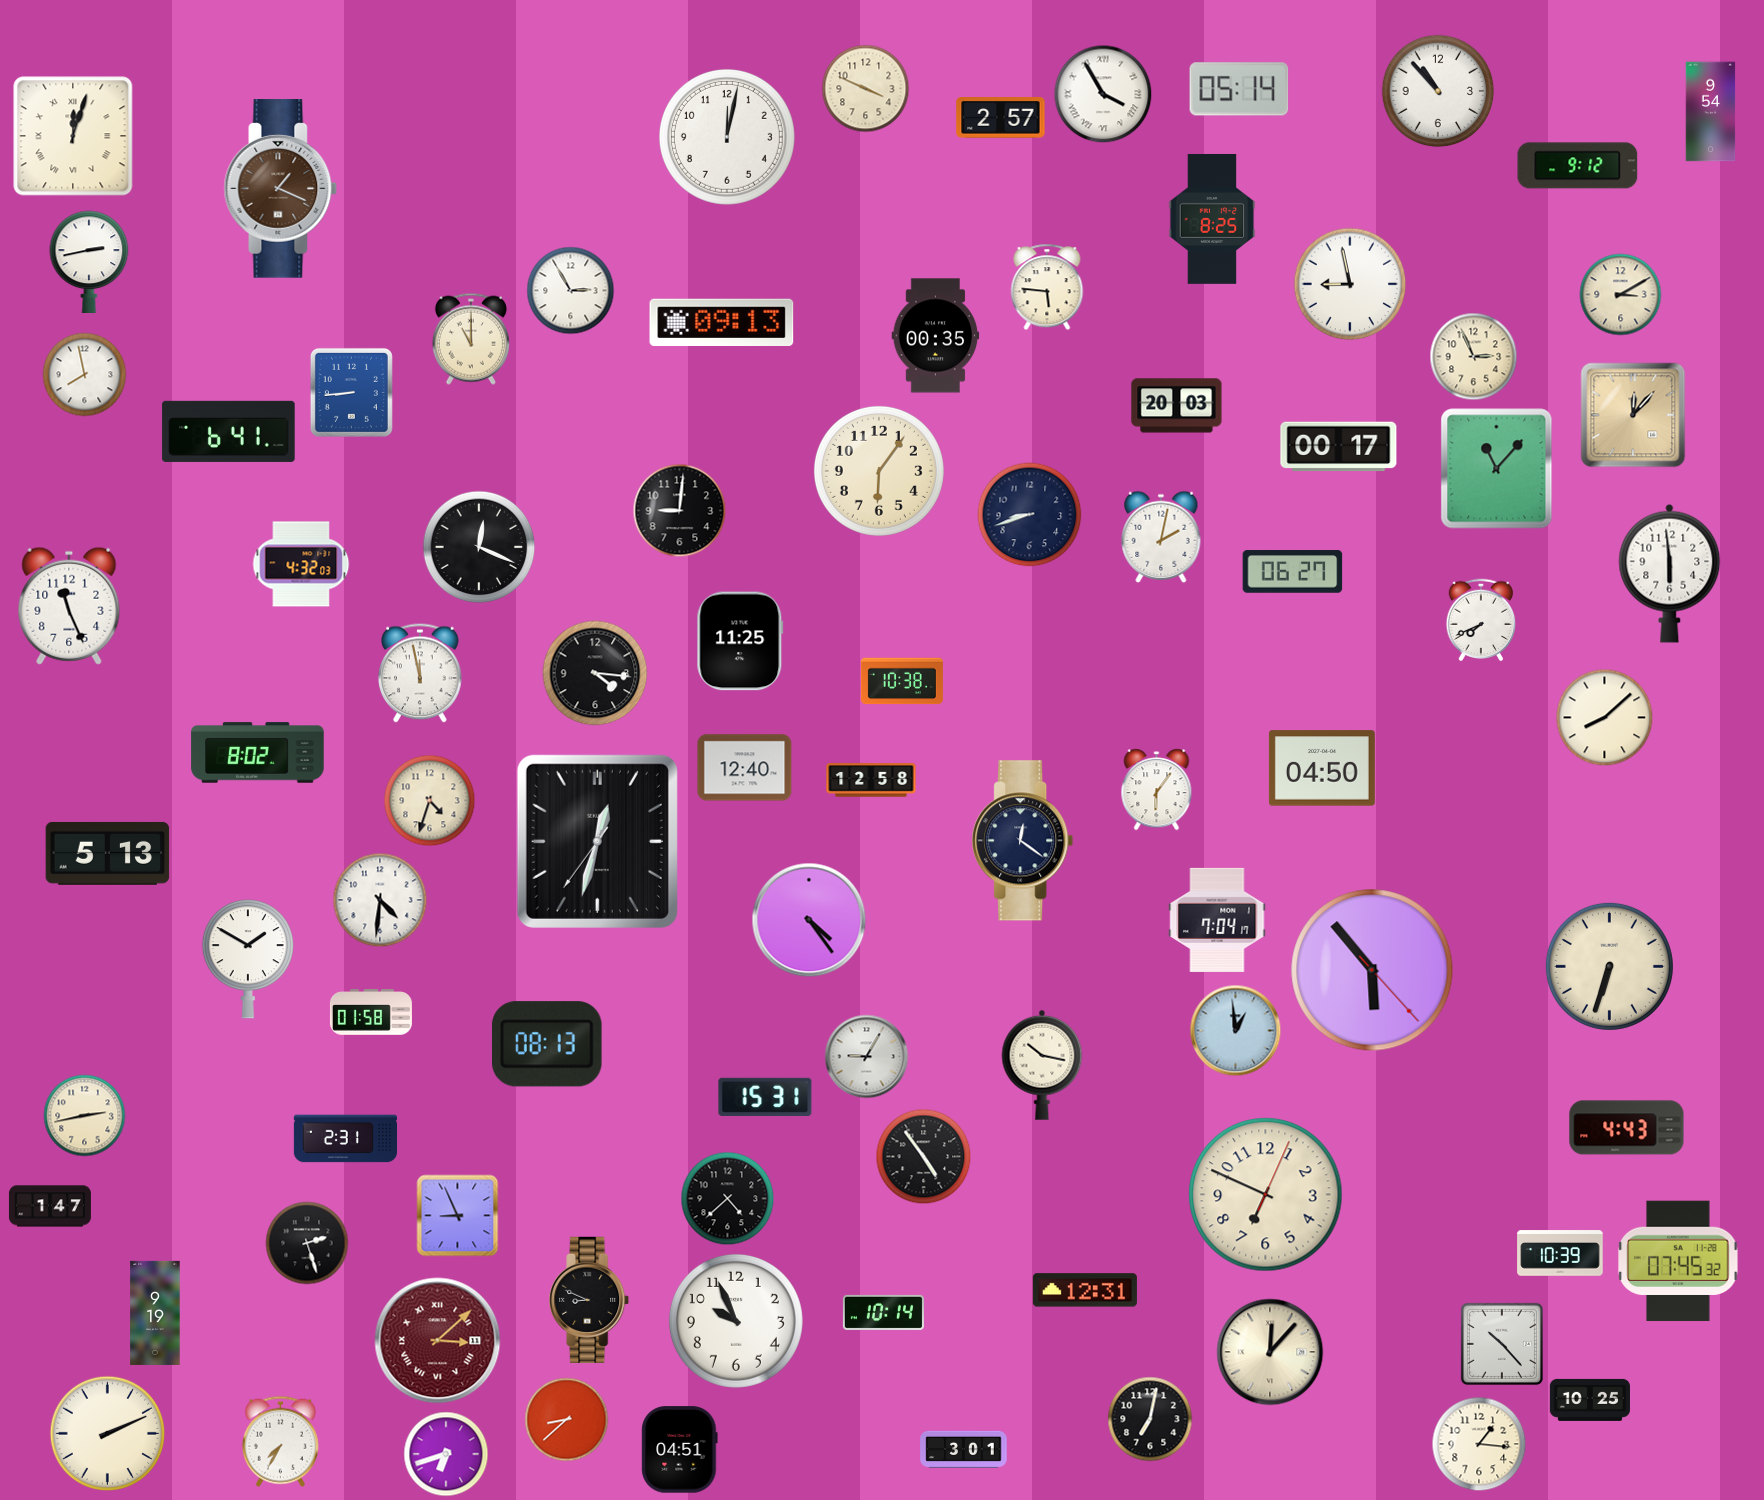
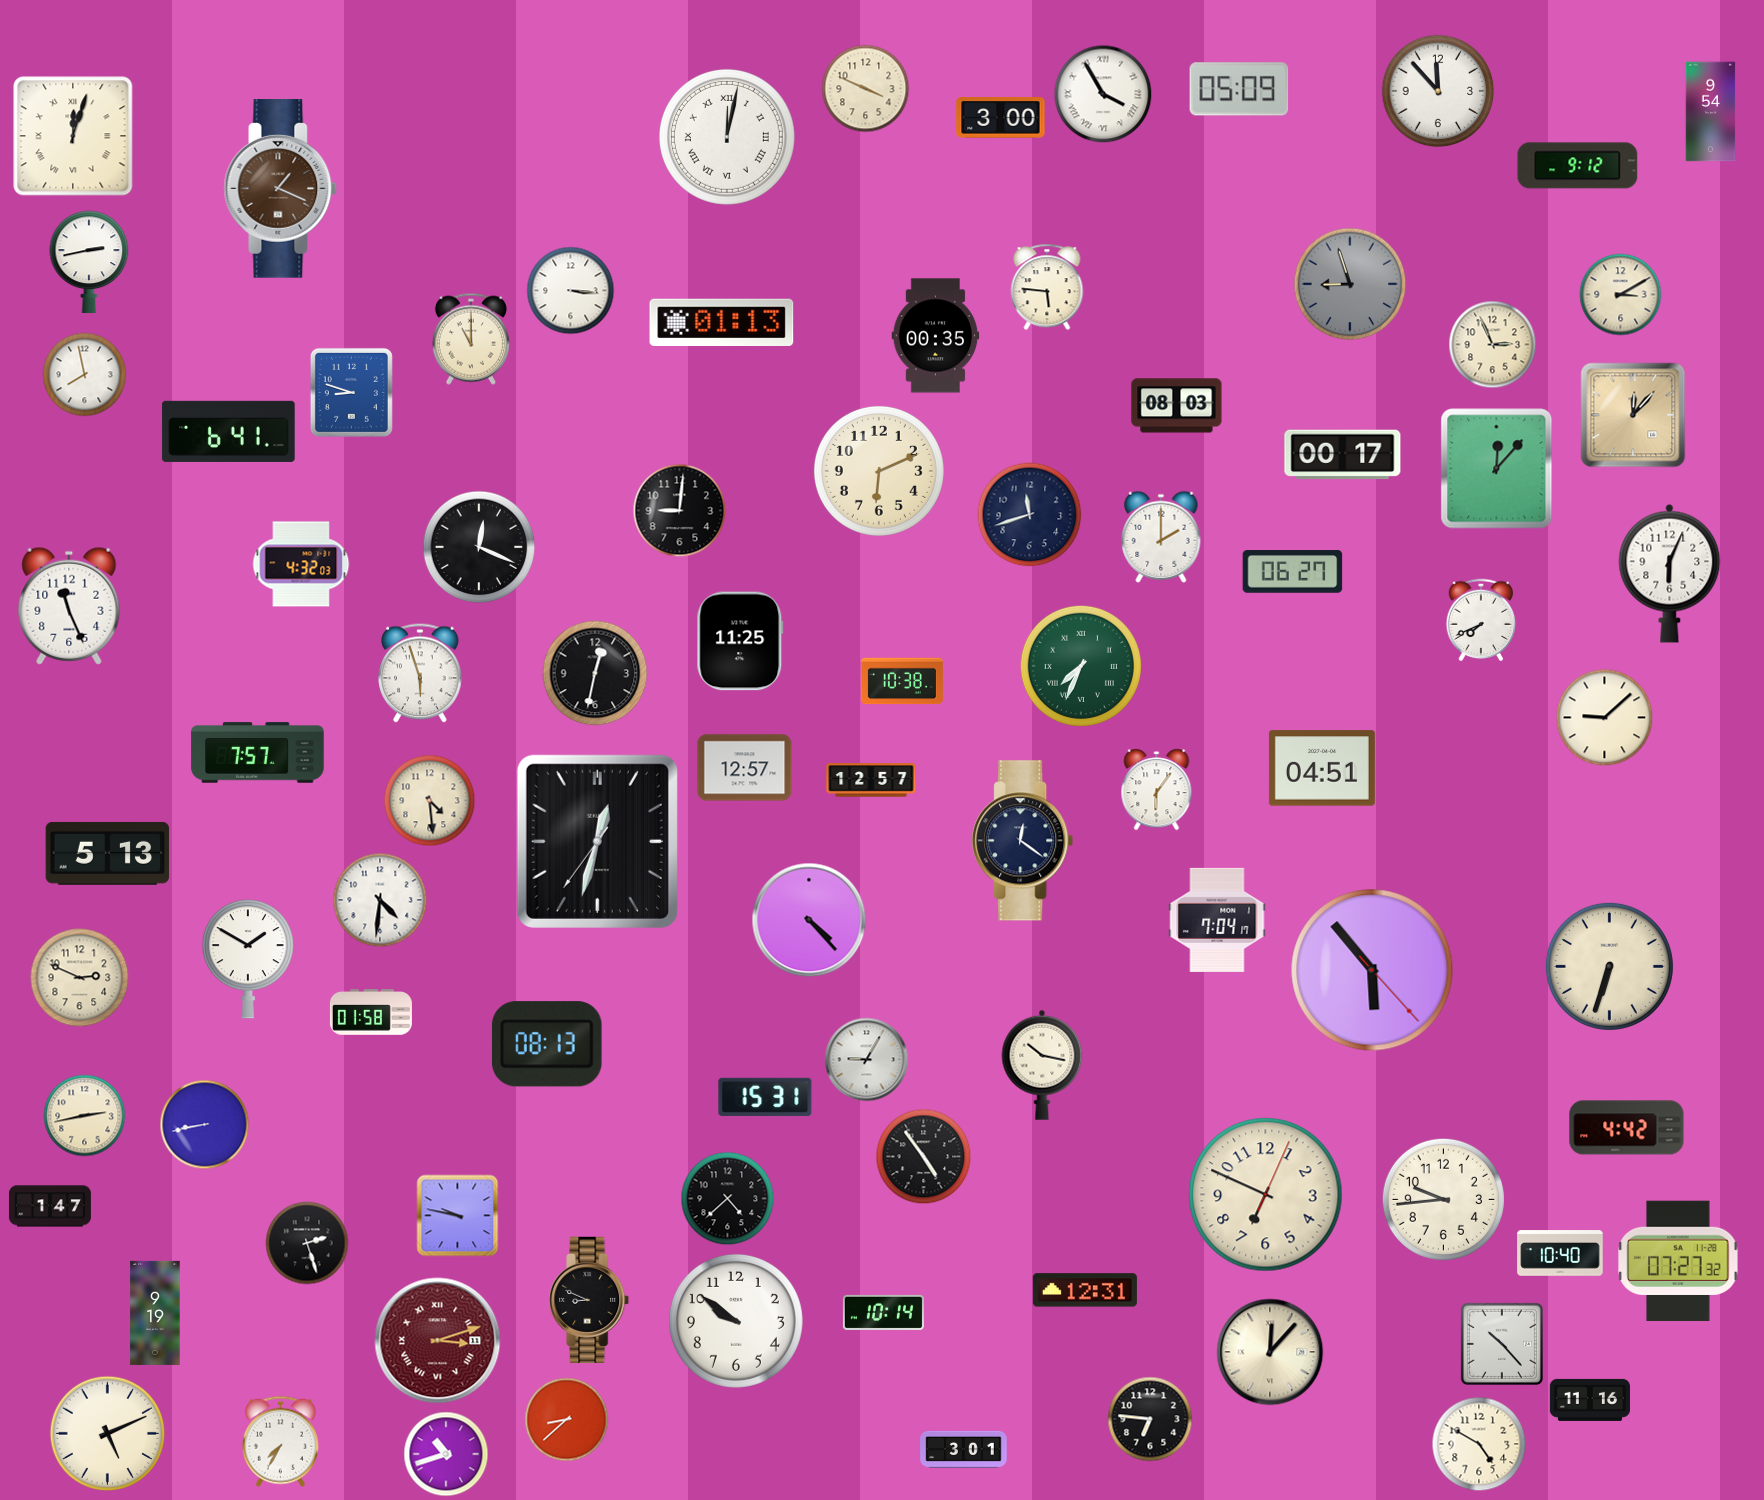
clock at (1239, 89): 05:14 -> 05:09
clock at (1438, 91): 10:53 -> 11:53
clock at (1001, 118): 2:57 -> 3:00
clock at (727, 137) numerals: Arabic -> Roman
clock at (1212, 219): 8:25 -> none
clock at (1350, 284): 8:58 -> 8:57
clock at (1350, 284) dial: white -> grey
clock at (571, 291): 2:55 -> 3:16
clock at (722, 322): 09:13 -> 01:13
clock at (1474, 357) position: (1474, 357) -> (1493, 345)
clock at (351, 392): 8:44 -> 8:48
clock at (1177, 406): 20:03 -> 08:03
clock at (1339, 447) position: (1339, 447) -> (1343, 455)
clock at (1497, 469): 11:07 -> 12:07
clock at (879, 471): 6:06 -> 6:11
clock at (1030, 515): 8:42 -> 11:42
clock at (1161, 537): 2:02 -> 2:00
clock at (1670, 573): 5:59 -> 6:04
clock at (1081, 666): none -> 7:34
clock at (420, 673): 11:58 -> 5:57
clock at (595, 673): 4:16 -> 12:32
clock at (1605, 718): 8:08 -> 9:08
clock at (258, 753): 8:02 -> 7:57
clock at (745, 768): 12:40 -> 12:57
clock at (1322, 768): 04:50 -> 04:51
clock at (871, 780): 12:58 -> 12:57
clock at (430, 801): 4:33 -> 4:29
clock at (809, 920): 4:24 -> 4:23
clock at (80, 978): none -> 2:49
clock at (1236, 1031): 12:59 -> none
clock at (867, 1057) position: (867, 1057) -> (867, 1060)
clock at (205, 1125): none -> 8:43
clock at (1627, 1128): 4:43 -> 4:42
clock at (345, 1139): 2:31 -> none
clock at (1443, 1199): none -> 9:44
clock at (458, 1216): 8:56 -> 9:47
clock at (1560, 1253): 10:39 -> 10:40
clock at (1678, 1261): 07:45 -> 07:27
clock at (736, 1321): 9:56 -> 9:51
clock at (438, 1341): 3:08 -> 3:12
clock at (1590, 1400): 10:25 -> 11:16
clock at (1150, 1419): 7:02 -> 6:46
clock at (108, 1434): 2:11 -> 5:11
clock at (1479, 1444): 1:16 -> 4:50
clock at (680, 1450): 04:51 -> none
clock at (446, 1454): 6:42 -> 10:42
